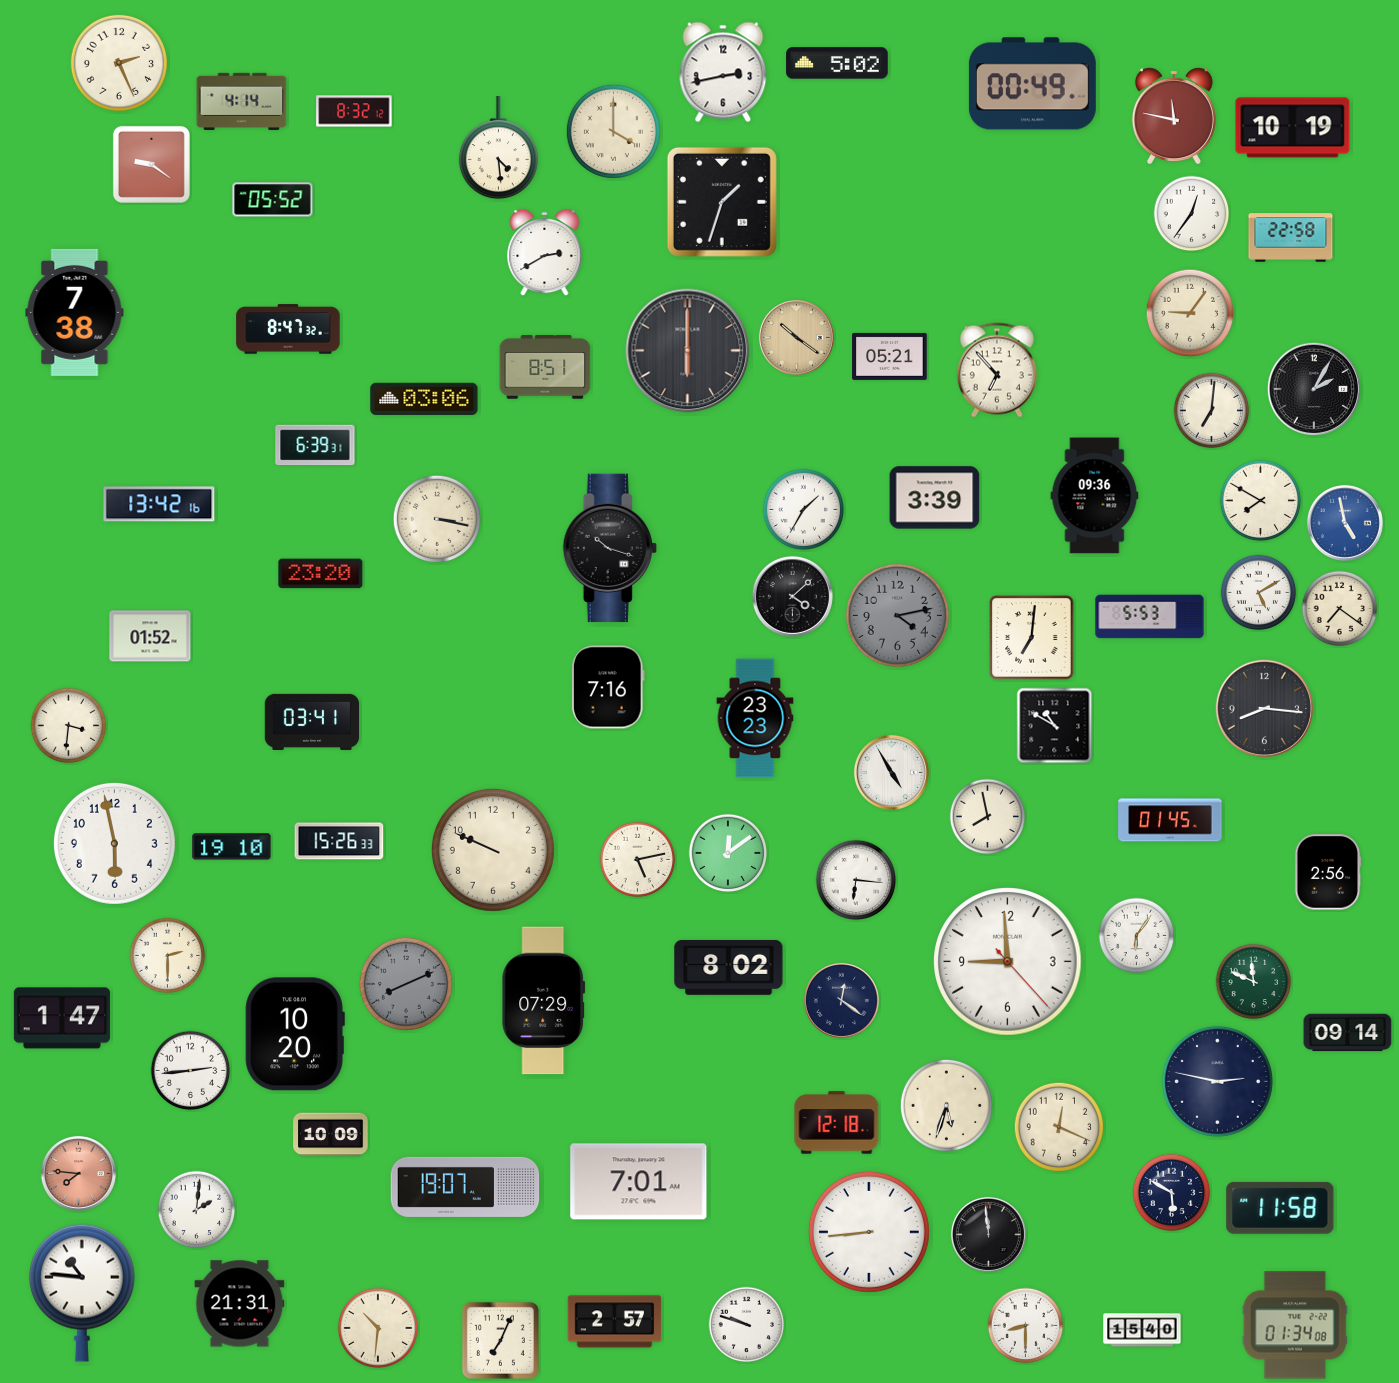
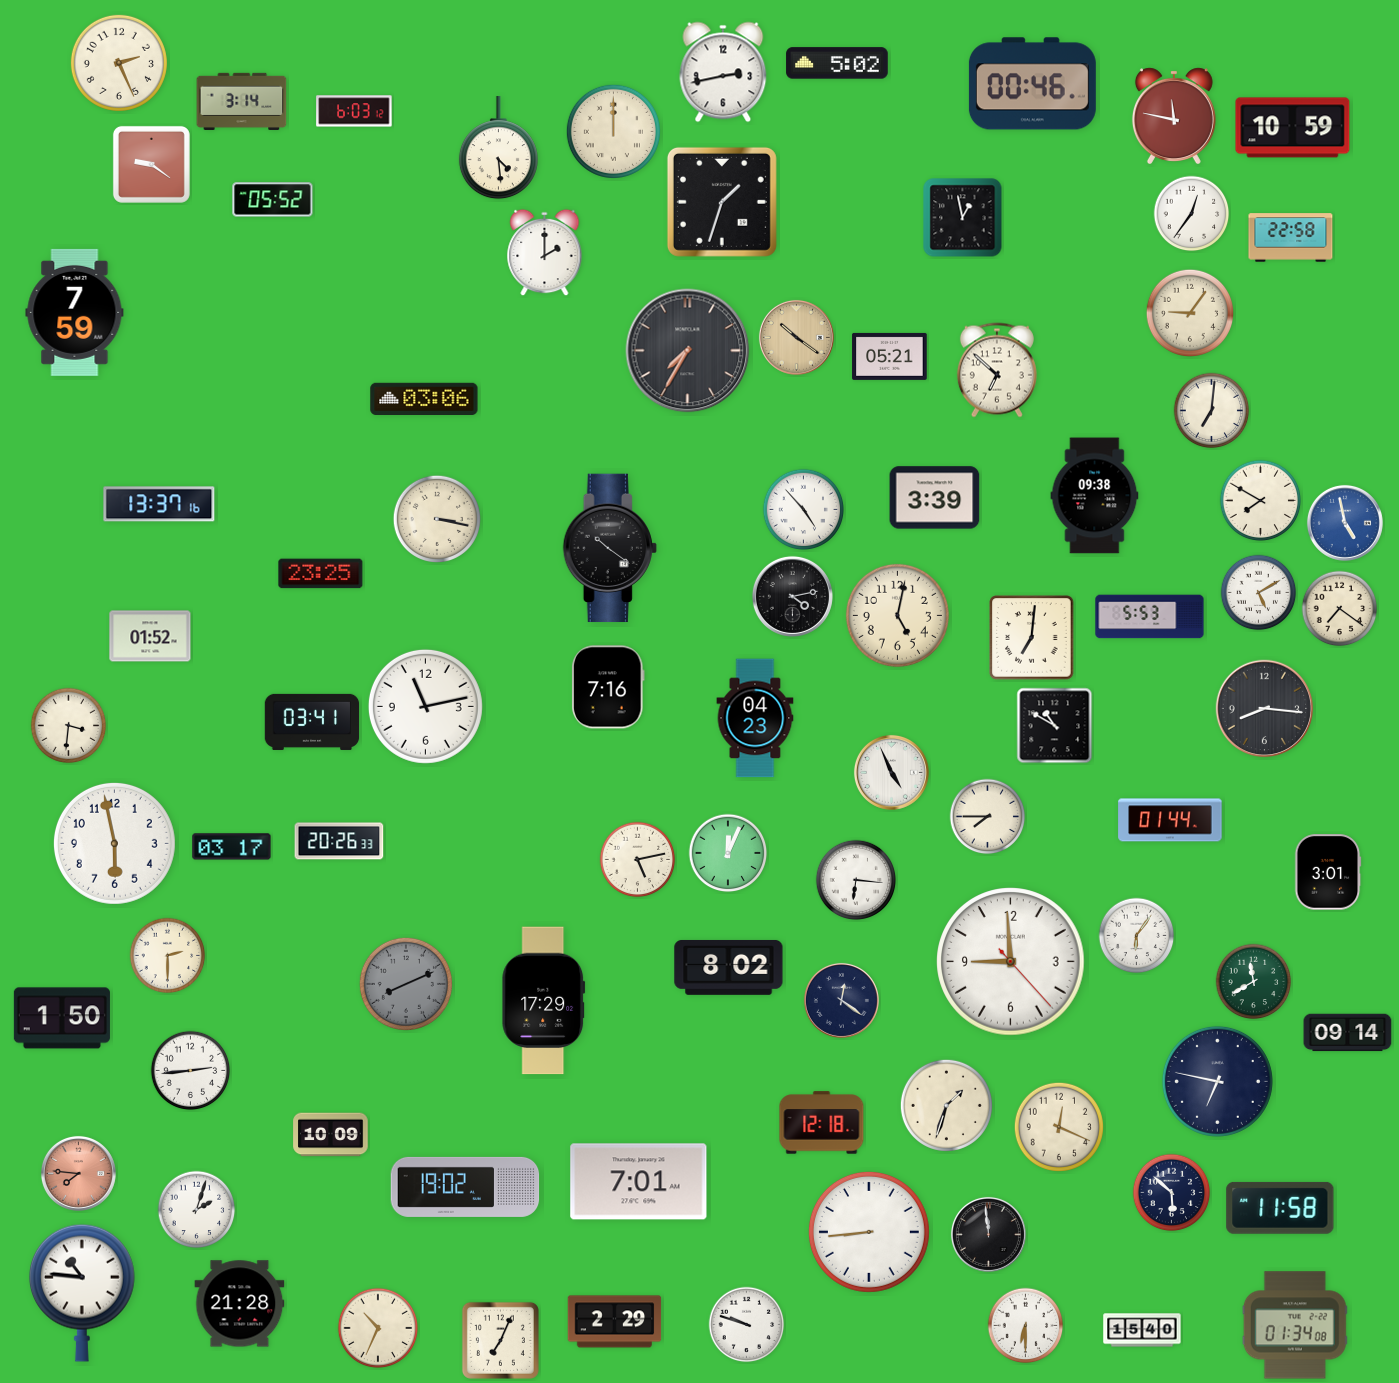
clock at (1032, 84): 00:49 -> 00:46
clock at (242, 101): 4:14 -> 3:14
clock at (354, 111): 8:32 -> 6:03
clock at (1293, 128): 10:19 -> 10:59
clock at (613, 131): 4:00 -> 12:00
clock at (963, 218): none -> 12:58
clock at (545, 253): 2:40 -> 2:00
clock at (75, 312): 7:38 -> 7:59
clock at (288, 329): 8:47 -> none
clock at (688, 351): 6:00 -> 7:35
clock at (545, 367): 8:51 -> none
clock at (997, 370): 6:53 -> 6:52
clock at (1313, 388): 2:05 -> none
clock at (315, 445): 6:39 -> none
clock at (1095, 496): 09:36 -> 09:38
clock at (159, 504): 13:42 -> 13:37
clock at (804, 510): 1:35 -> 4:53
clock at (610, 548): 10:18 -> 10:21
clock at (321, 574): 23:20 -> 23:25
clock at (792, 596): 4:08 -> 4:13
clock at (897, 615): 4:13 -> 5:02
clock at (897, 615) dial: grey -> cream
clock at (425, 706): none -> 11:13
clock at (755, 718): 23:23 -> 04:23
clock at (891, 772): 4:55 -> 4:56
clock at (988, 817): 7:58 -> 7:45
clock at (1170, 820): 01:45 -> 01:44
clock at (339, 841): 15:26 -> 20:26
clock at (232, 847): 19:10 -> 03:17
clock at (493, 850): 9:49 -> none
clock at (728, 853): 12:09 -> 12:04
clock at (1328, 872): 2:56 -> 3:01
clock at (1008, 962) position: (1008, 962) -> (1011, 962)
clock at (1254, 982): 11:49 -> 11:40
clock at (544, 1001): 07:29 -> 17:29
clock at (62, 1018): 1:47 -> 1:50
clock at (295, 1034): 10:20 -> none
clock at (1217, 1081): 2:47 -> 6:47
clock at (946, 1105): 5:33 -> 1:33
clock at (837, 1123) position: (837, 1123) -> (822, 1123)
clock at (465, 1187): 19:07 -> 19:02
clock at (1172, 1193): 5:50 -> 5:52
clock at (197, 1210): 2:01 -> 2:03
clock at (240, 1304): 21:31 -> 21:28
clock at (615, 1322): 2:57 -> 2:29
clock at (1026, 1326): 8:30 -> 6:30
clock at (378, 1328): 10:31 -> 10:34
